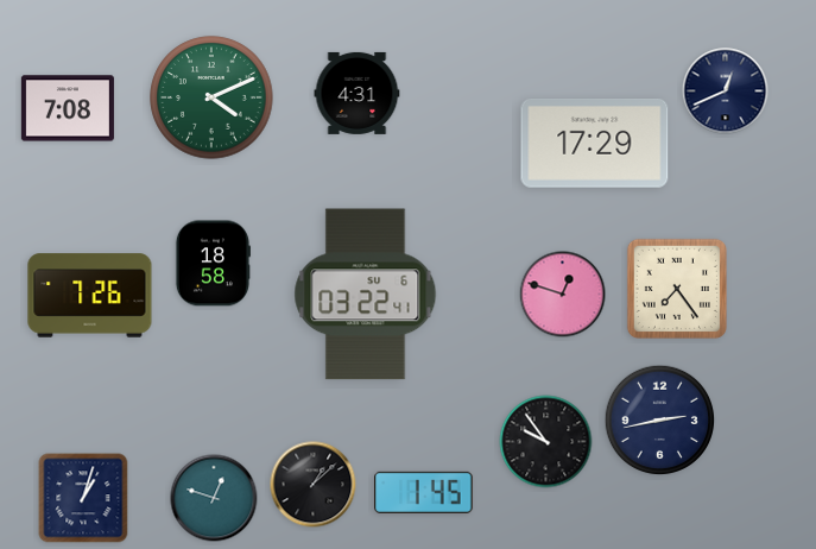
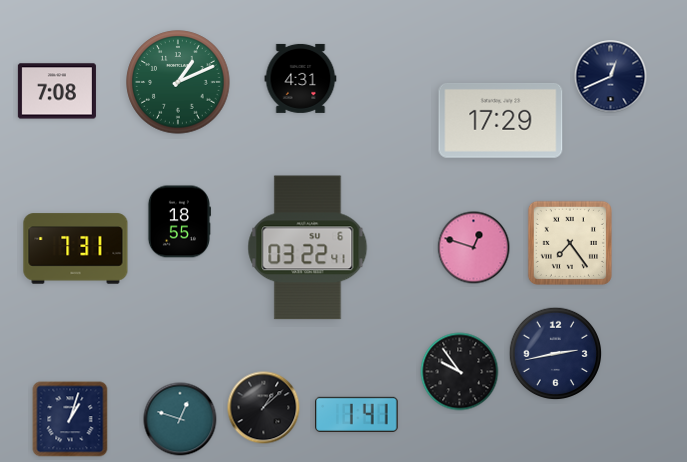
clock at (211, 97): 4:11 -> 1:11
clock at (213, 264): 18:58 -> 18:55
clock at (90, 296): 7:26 -> 7:31
clock at (424, 492): 1:45 -> 1:41
